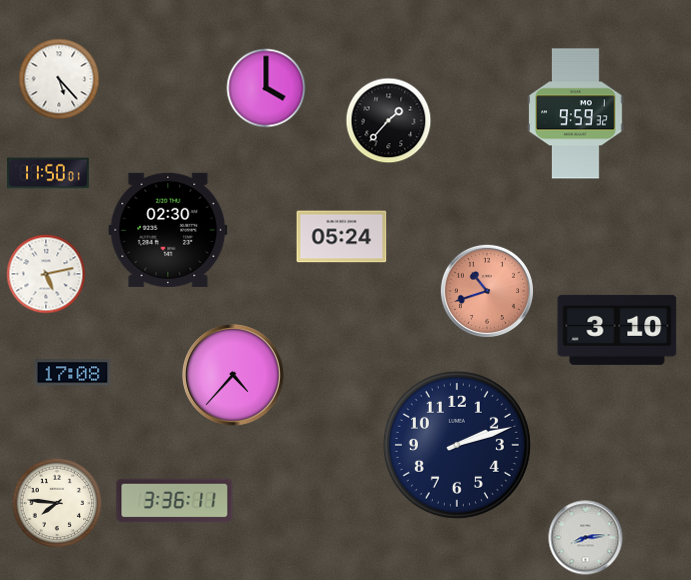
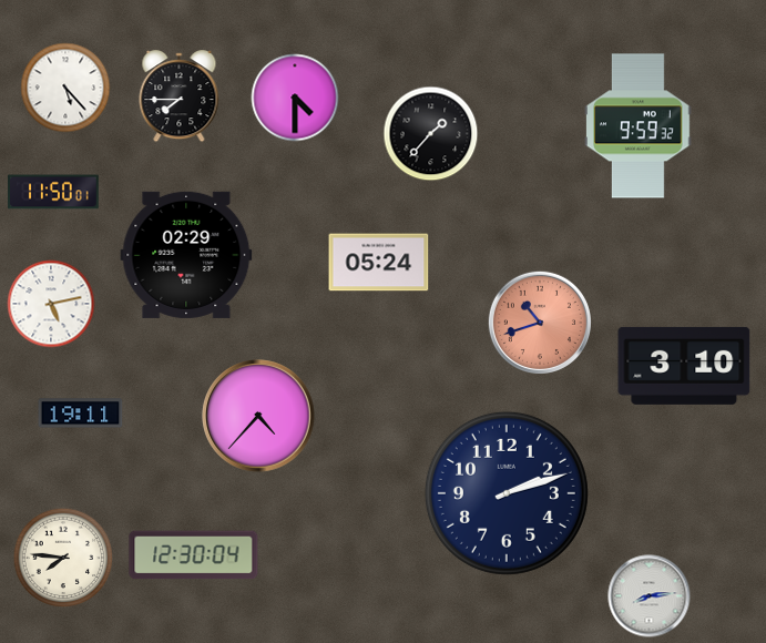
clock at (180, 96): none -> 7:45
clock at (266, 88): 4:00 -> 4:30
clock at (168, 230): 02:30 -> 02:29
clock at (73, 373): 17:08 -> 19:11
clock at (175, 501): 3:36 -> 12:30
